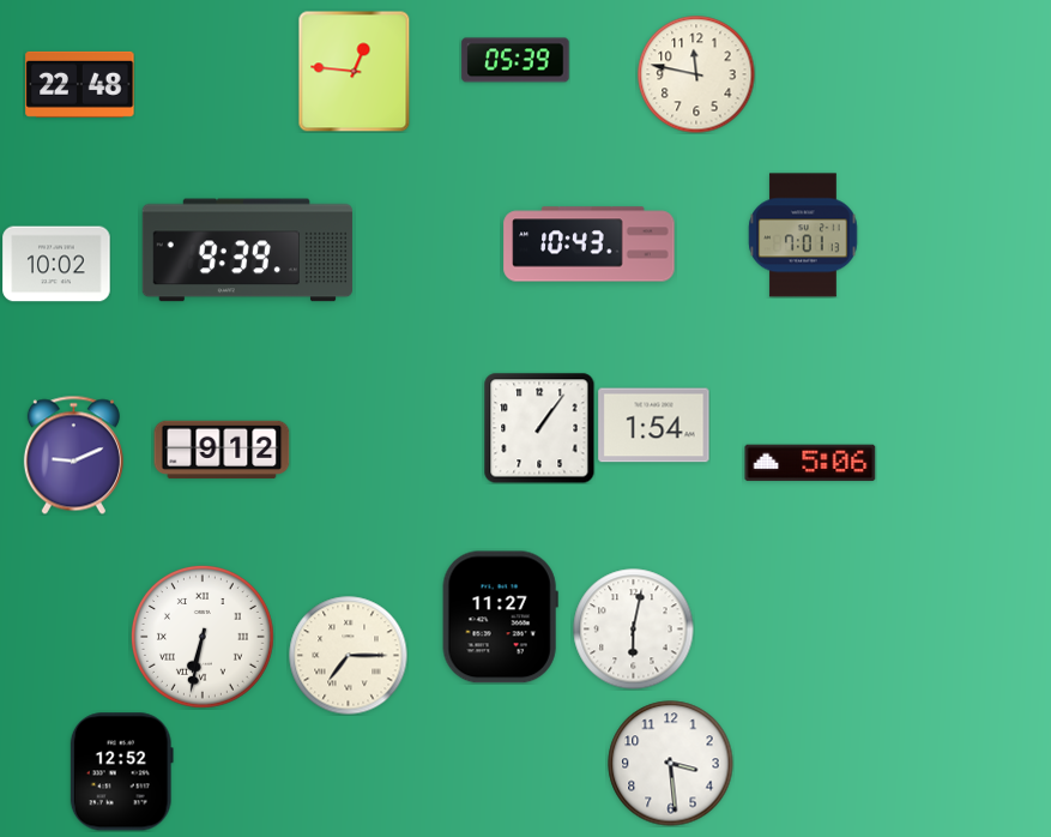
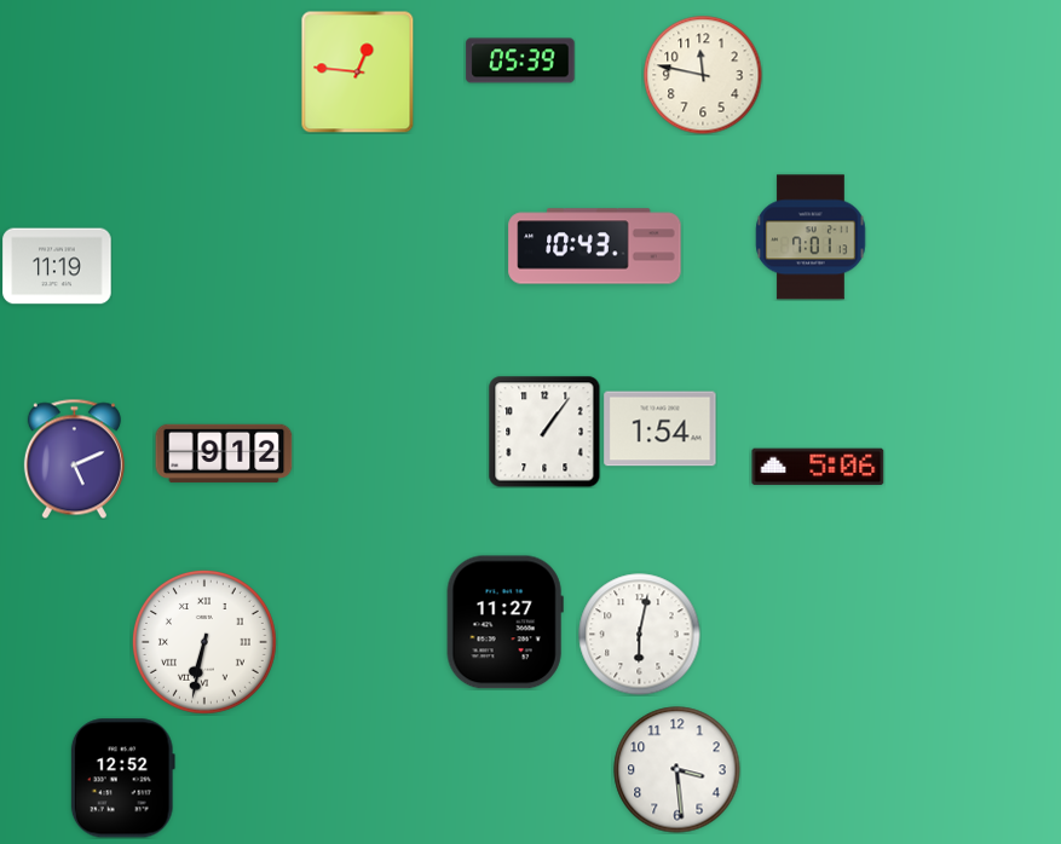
clock at (80, 84): 22:48 -> none
clock at (247, 251): 9:39 -> none
clock at (56, 264): 10:02 -> 11:19
clock at (73, 454): 9:11 -> 5:11
clock at (349, 656): 7:15 -> none
